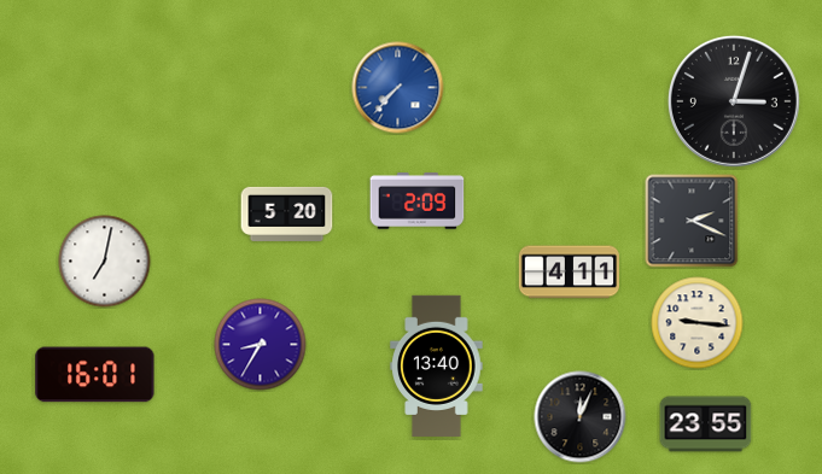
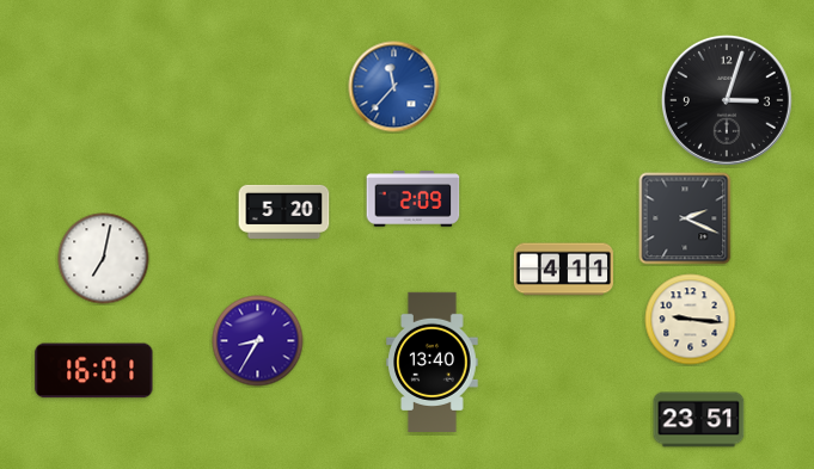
clock at (398, 88): 7:37 -> 11:37
clock at (581, 417): 12:04 -> none
clock at (706, 425): 23:55 -> 23:51
